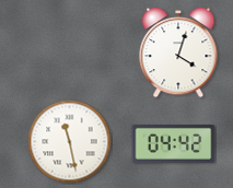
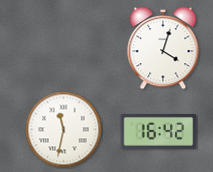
clock at (70, 142): 11:28 -> 11:32
clock at (174, 143): 04:42 -> 16:42
